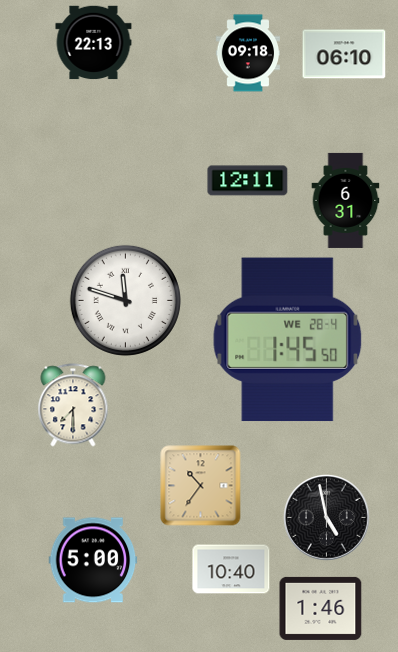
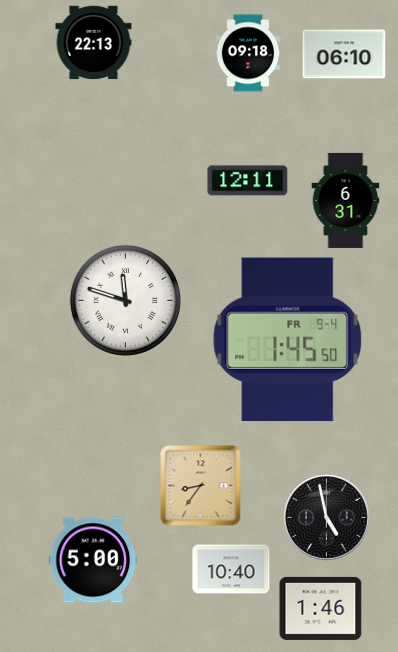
clock at (288, 340) date: WE 28-4 -> FR 9-4
clock at (73, 405): 7:30 -> none
clock at (201, 486): 10:36 -> 8:36
